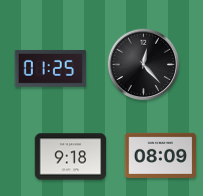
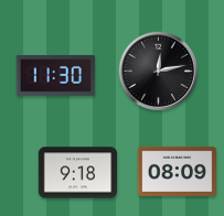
clock at (144, 65): 12:23 -> 12:13
clock at (51, 68): 01:25 -> 11:30
